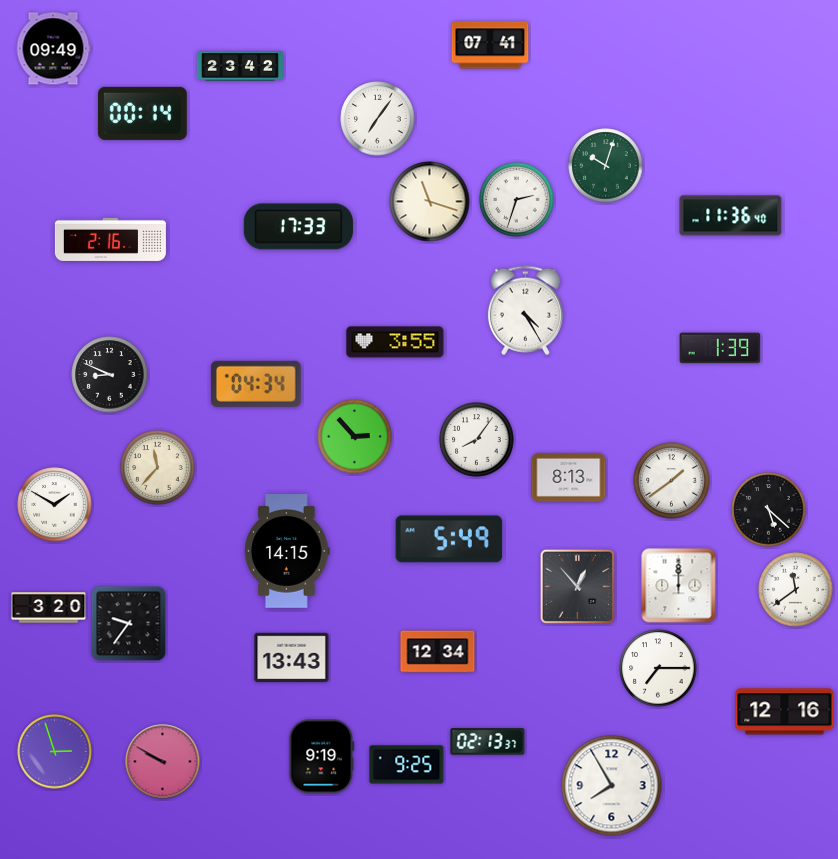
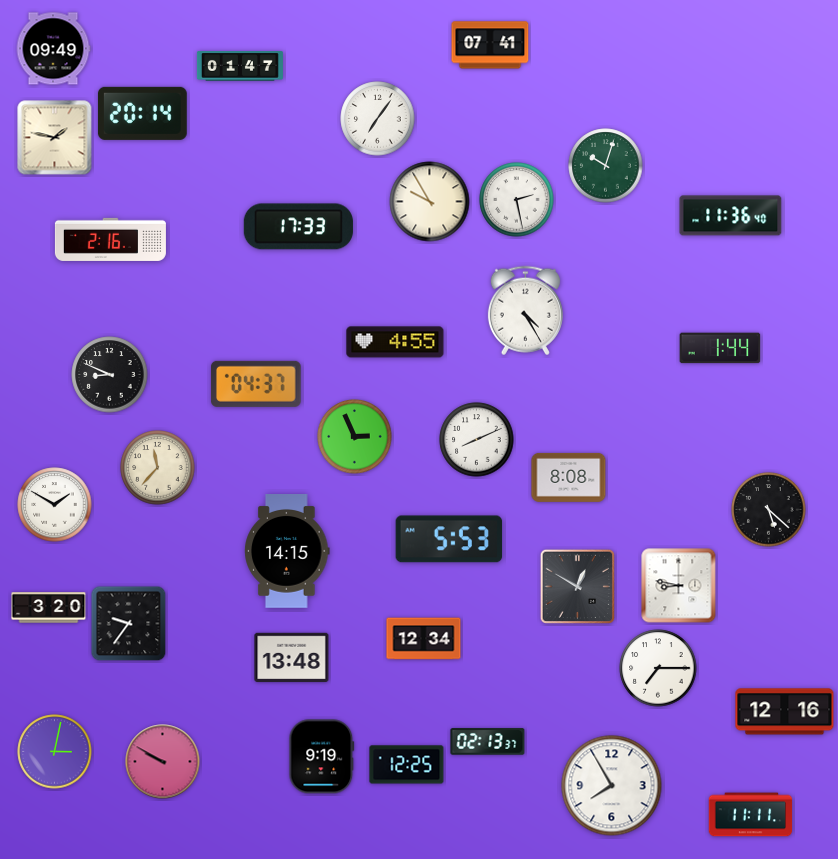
clock at (240, 66): 23:42 -> 01:47
clock at (142, 113): 00:14 -> 20:14
clock at (55, 138): none -> 1:47
clock at (517, 200): 2:33 -> 2:28
clock at (430, 202): 11:18 -> 9:55
clock at (395, 342): 3:55 -> 4:55
clock at (720, 348): 1:39 -> 1:44
clock at (256, 384): 04:34 -> 04:37
clock at (355, 437): 2:53 -> 2:56
clock at (477, 440): 8:06 -> 8:11
clock at (569, 477): 8:13 -> 8:08
clock at (672, 481): 1:39 -> none
clock at (449, 539): 5:49 -> 5:53
clock at (577, 586): 12:53 -> 12:50
clock at (679, 586): 12:00 -> 8:47
clock at (796, 590): 11:39 -> none
clock at (438, 652) position: (438, 652) -> (424, 639)
clock at (292, 658): 13:43 -> 13:48
clock at (55, 752): 2:57 -> 3:02
clock at (407, 765): 9:25 -> 12:25
clock at (751, 815): none -> 11:11
